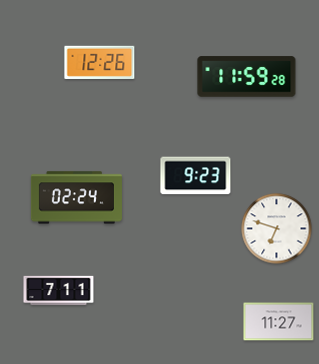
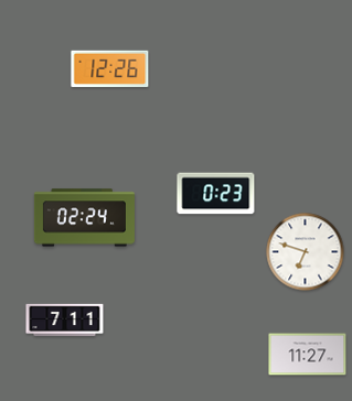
clock at (247, 77): 11:59 -> none
clock at (196, 176): 9:23 -> 0:23
